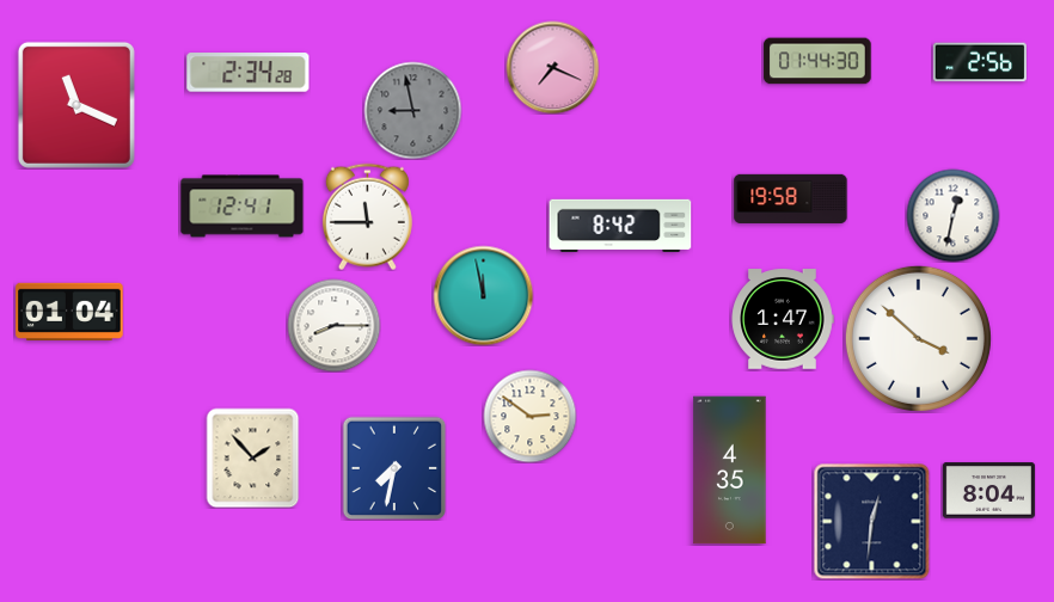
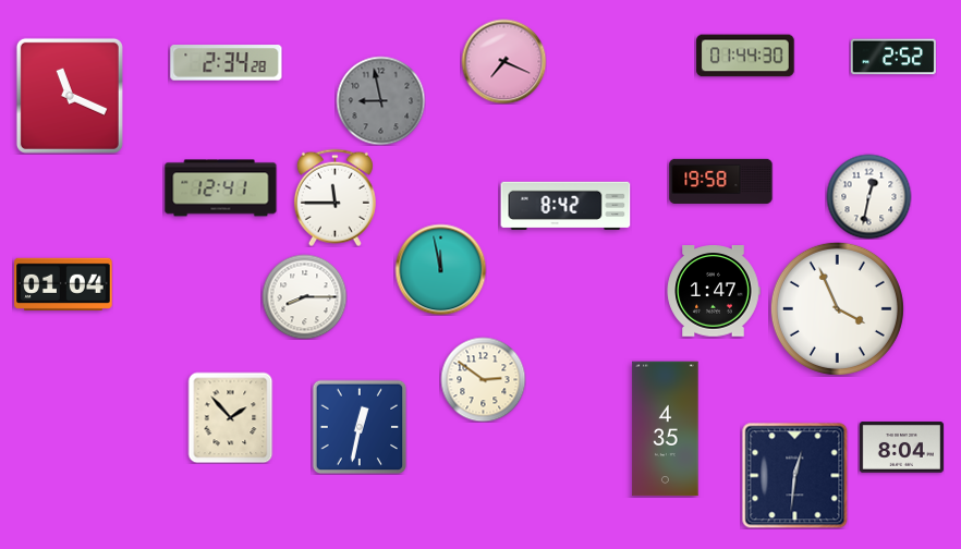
clock at (980, 62): 2:56 -> 2:52
clock at (249, 73) position: (249, 73) -> (227, 63)
clock at (412, 110) position: (412, 110) -> (380, 100)
clock at (918, 338): 3:52 -> 3:56
clock at (394, 468): 7:32 -> 12:32
